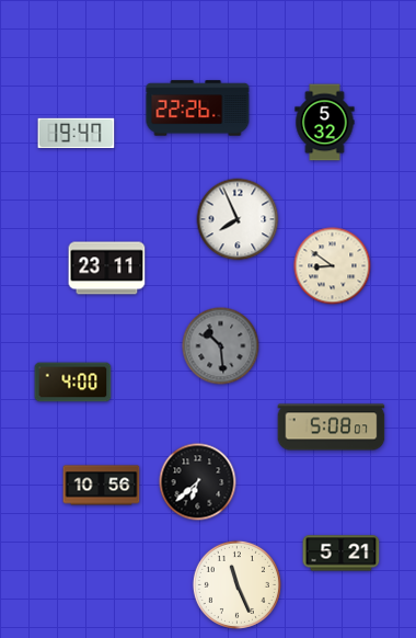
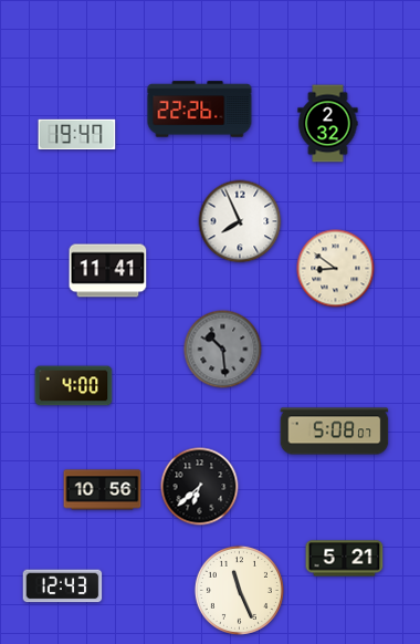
clock at (325, 123): 5:32 -> 2:32
clock at (107, 269): 23:11 -> 11:41
clock at (63, 586): none -> 12:43
